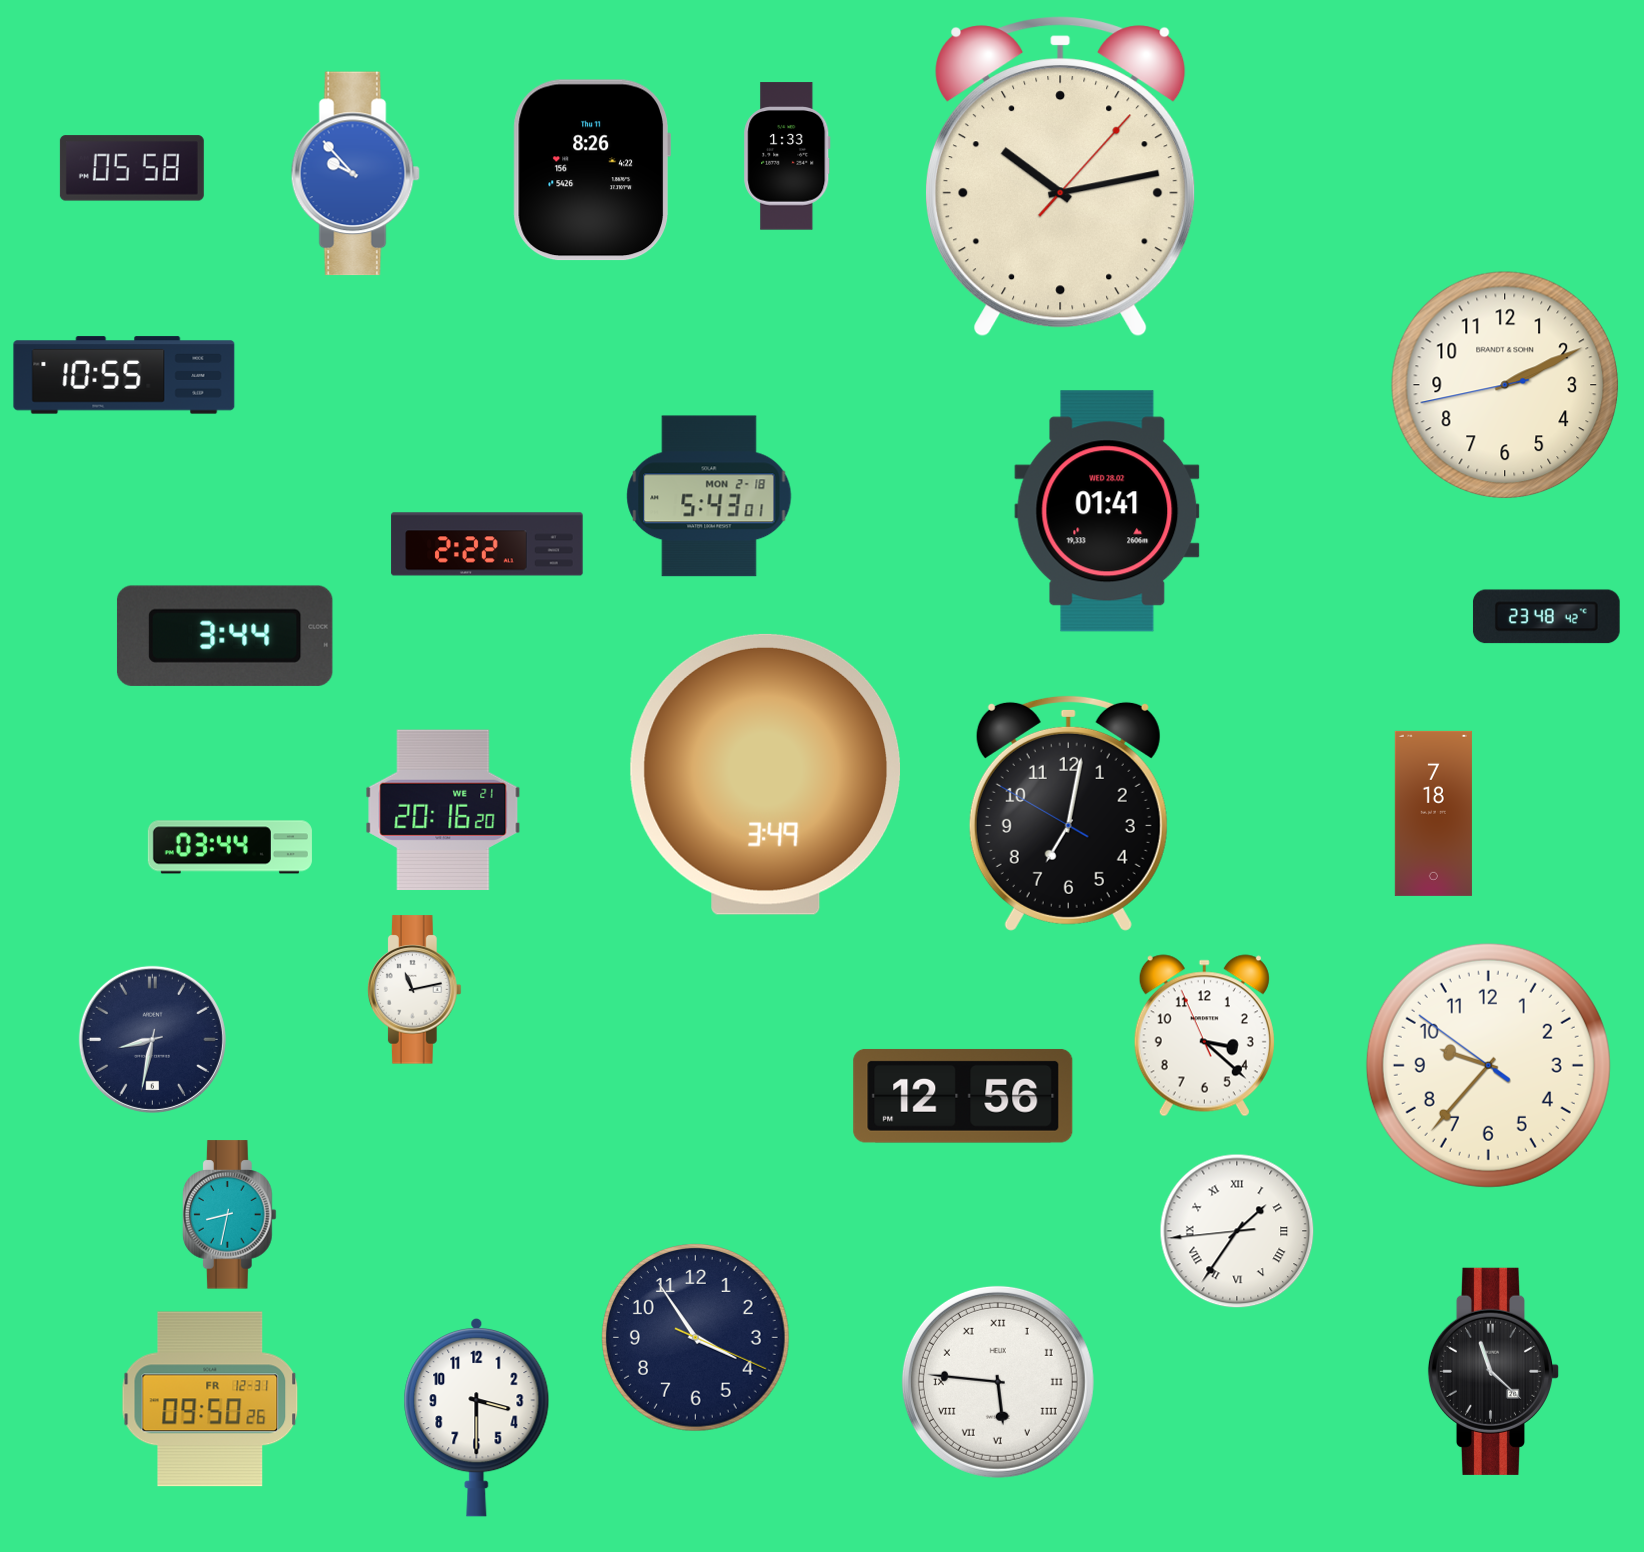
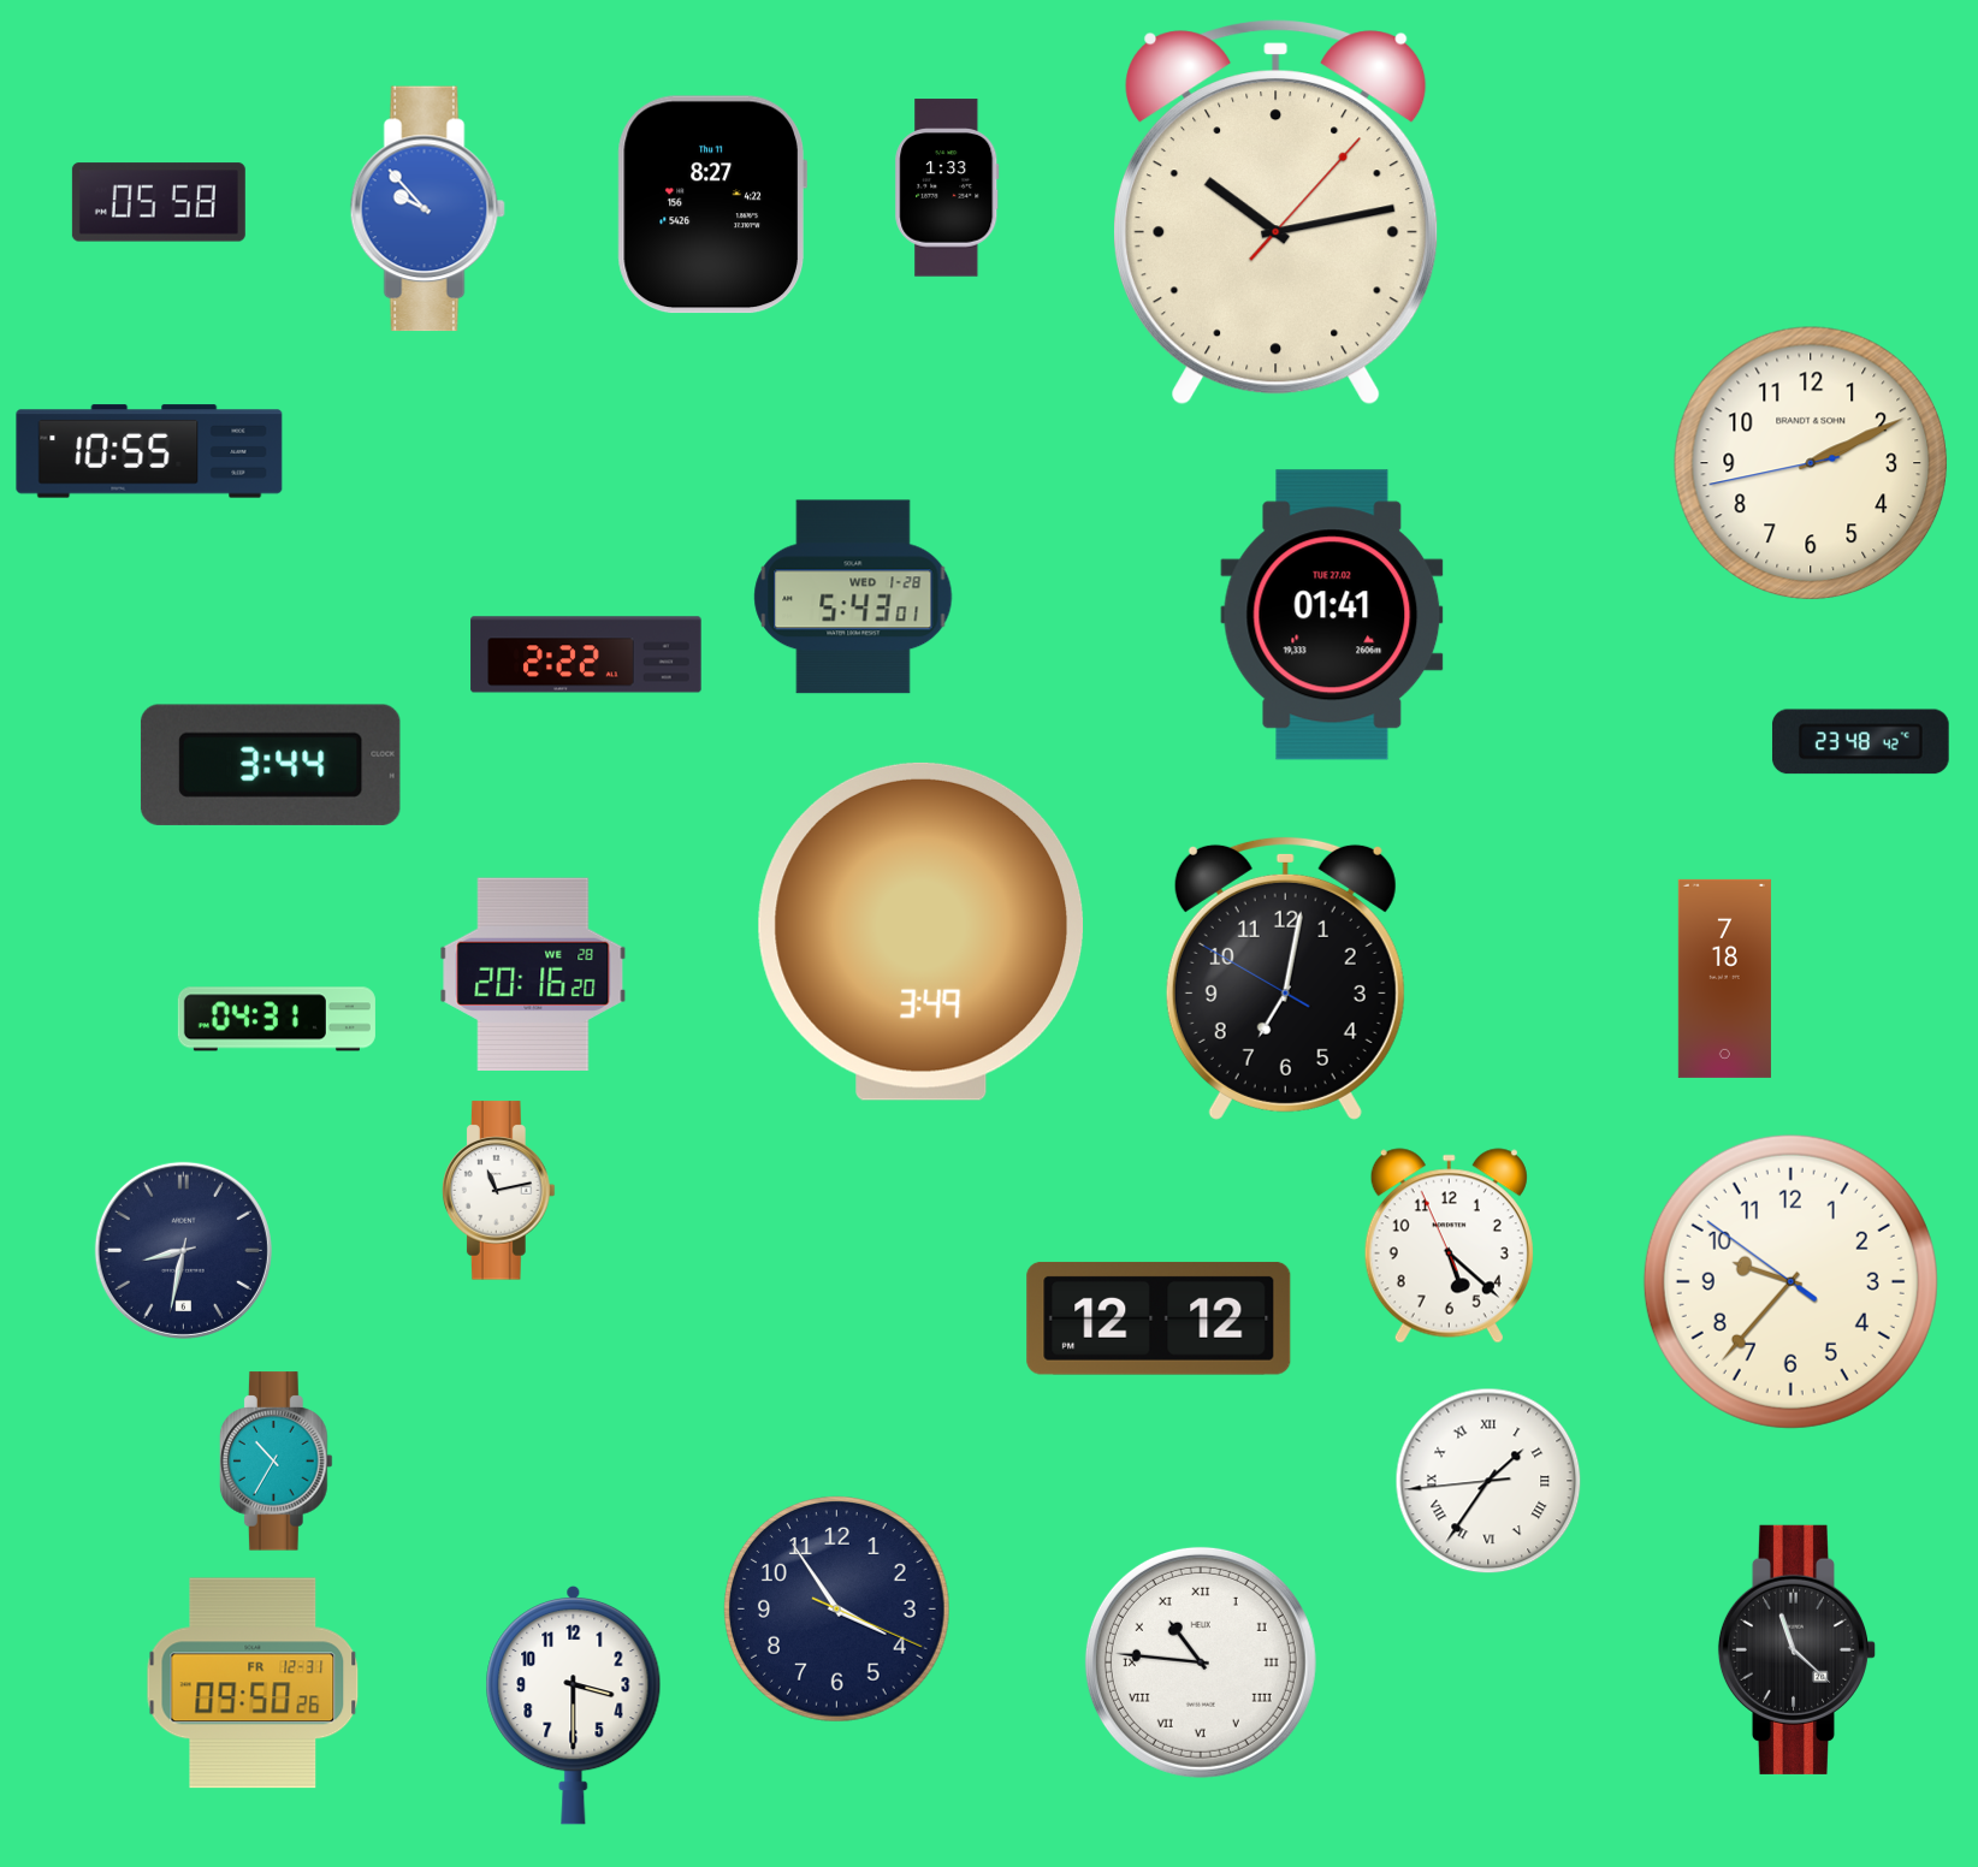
clock at (592, 170): 8:26 -> 8:27
clock at (709, 496) date: MON 2-18 -> WED 1-28
clock at (1107, 511) date: WED 28.02 -> TUE 27.02
clock at (443, 809) date: WE 21 -> WE 28
clock at (230, 847): 03:44 -> 04:31
clock at (1204, 1036): 3:21 -> 5:21
clock at (963, 1096): 12:56 -> 12:12
clock at (229, 1215): 8:32 -> 10:35
clock at (998, 1382): 5:46 -> 10:46
